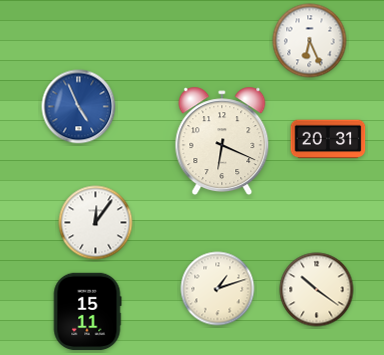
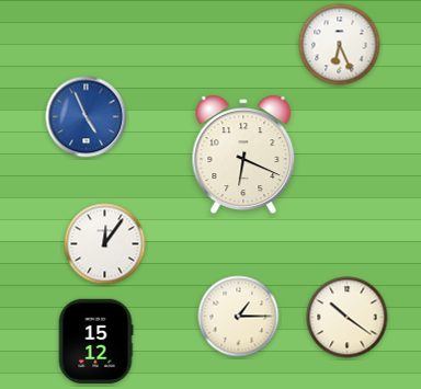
clock at (328, 139): 20:31 -> none
clock at (218, 289): 1:12 -> 1:15
clock at (87, 312): 15:11 -> 15:12
